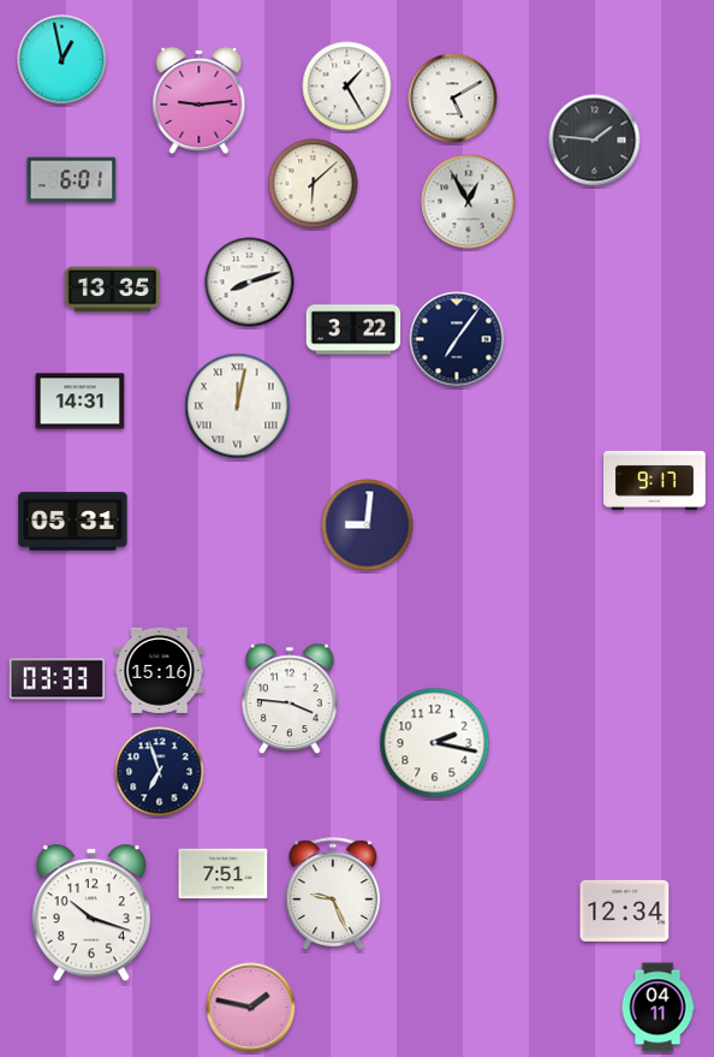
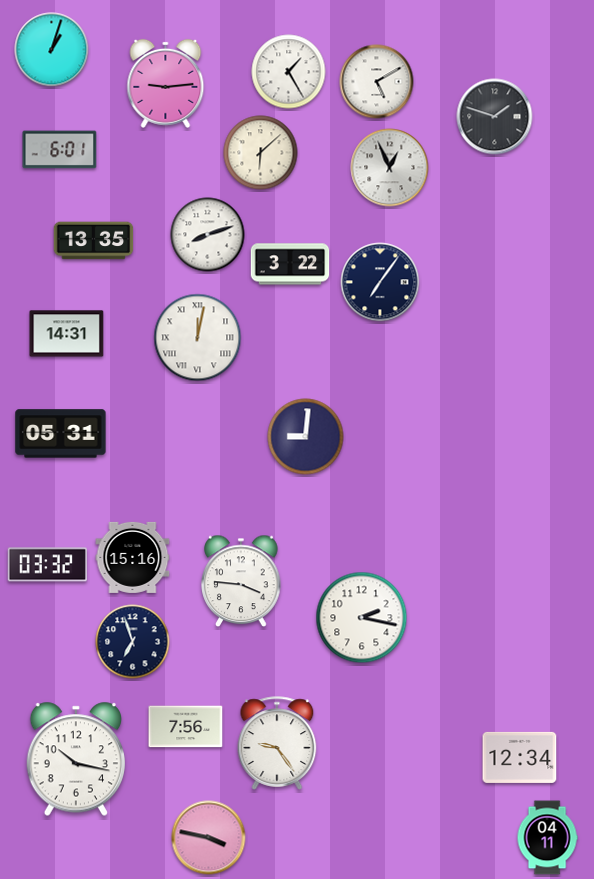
clock at (63, 60): 12:58 -> 1:03
clock at (595, 141): 1:46 -> 1:48
clock at (469, 202): 12:55 -> 12:56
clock at (353, 329) position: (353, 329) -> (290, 264)
clock at (655, 480): 9:17 -> none
clock at (58, 679): 03:33 -> 03:32
clock at (224, 874): 7:51 -> 7:56
clock at (333, 893): 9:26 -> 9:24
clock at (90, 913): 10:18 -> 10:17
clock at (251, 1008): 1:47 -> 3:47
